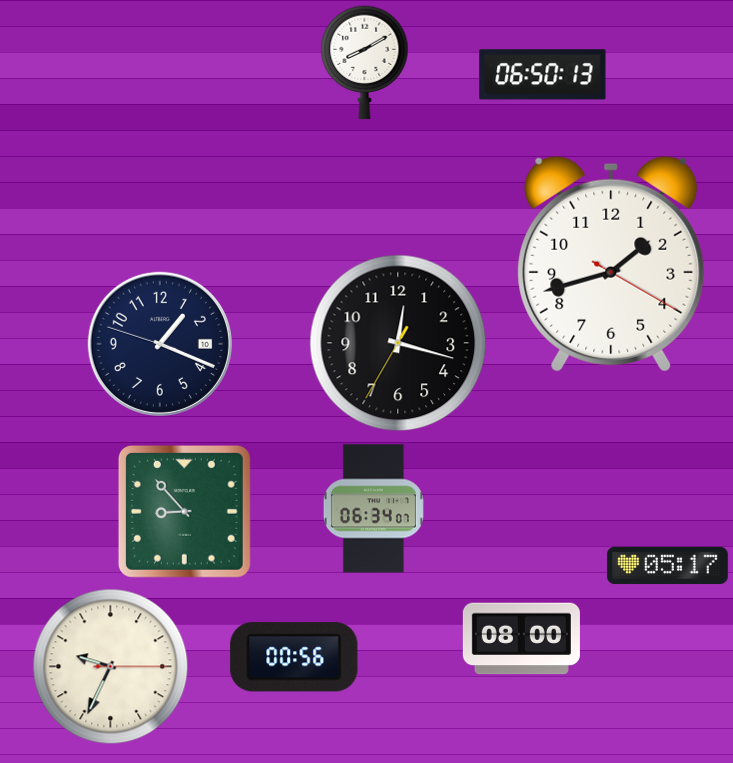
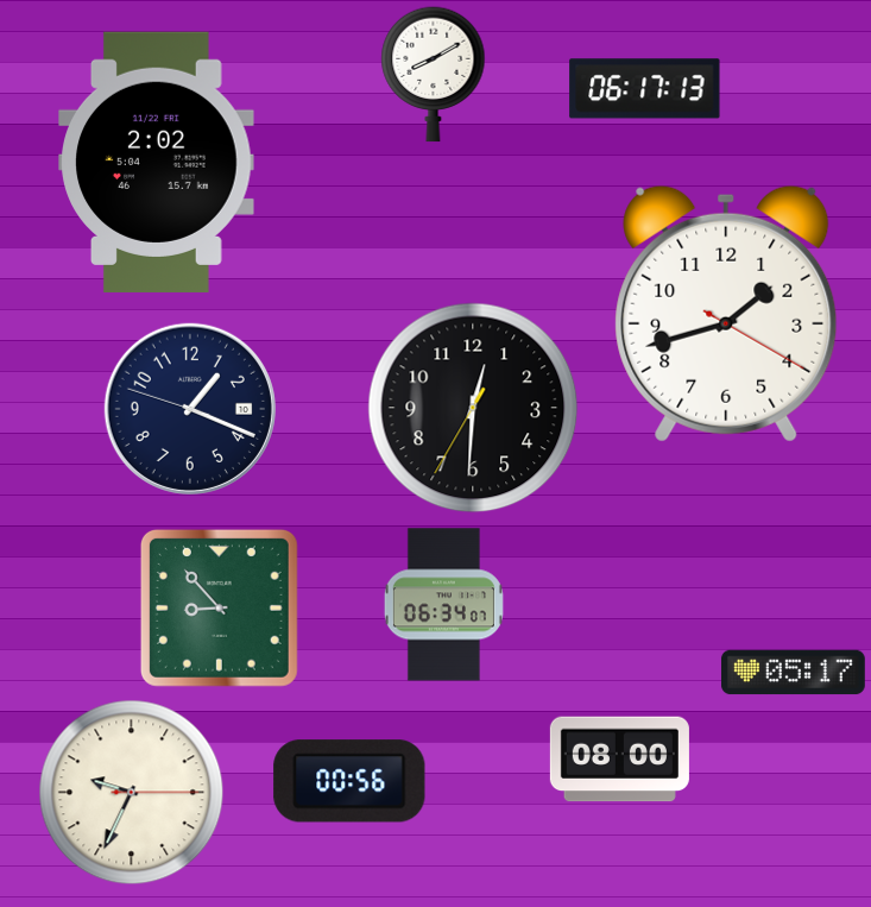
clock at (543, 75): 06:50 -> 06:17
clock at (157, 162): none -> 2:02
clock at (398, 343): 12:17 -> 12:30
